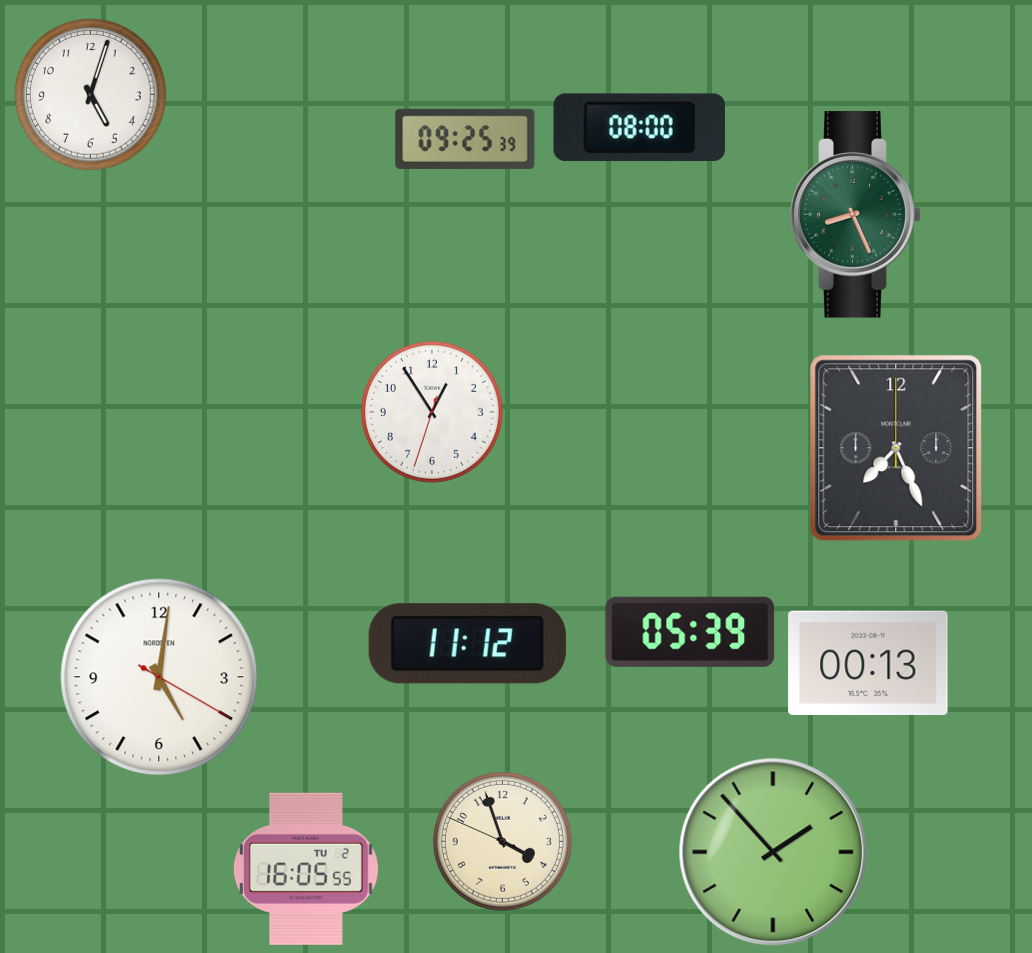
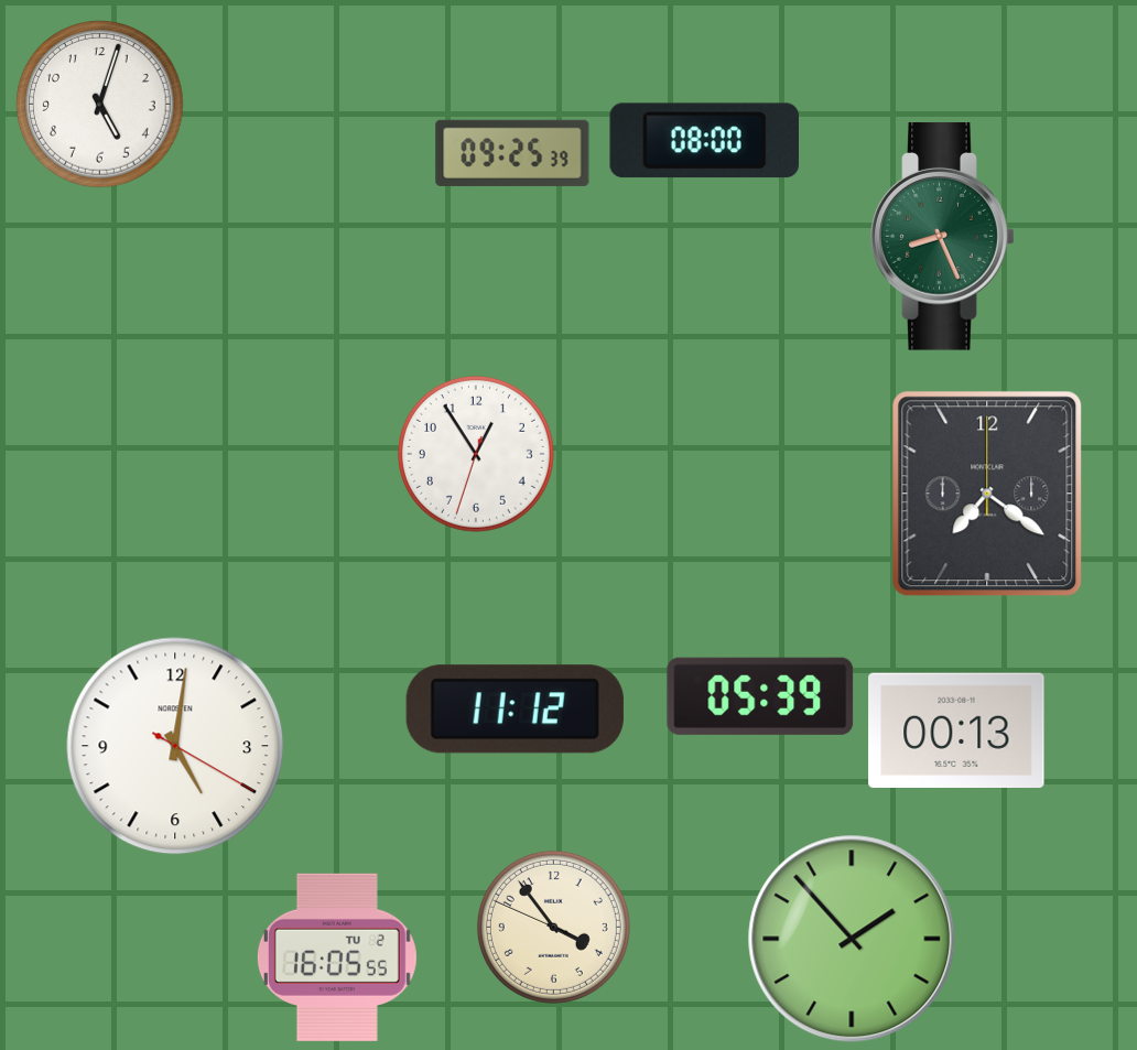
clock at (896, 448): 7:26 -> 7:21
clock at (502, 841): 3:56 -> 3:53
